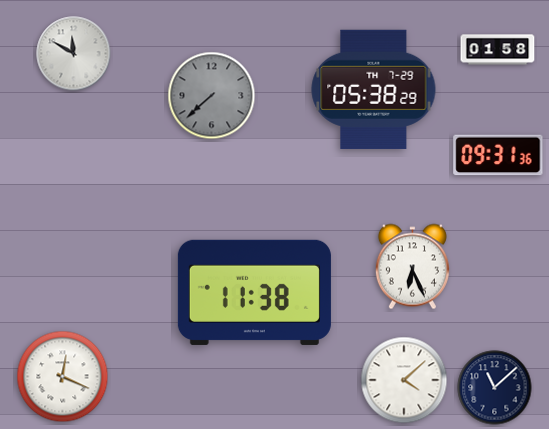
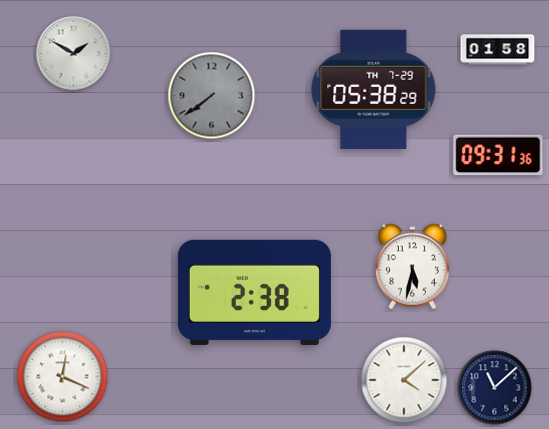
clock at (74, 54): 11:50 -> 1:50
clock at (212, 96): 7:38 -> 7:39
clock at (412, 267): 6:26 -> 5:32
clock at (254, 292): 11:38 -> 2:38
